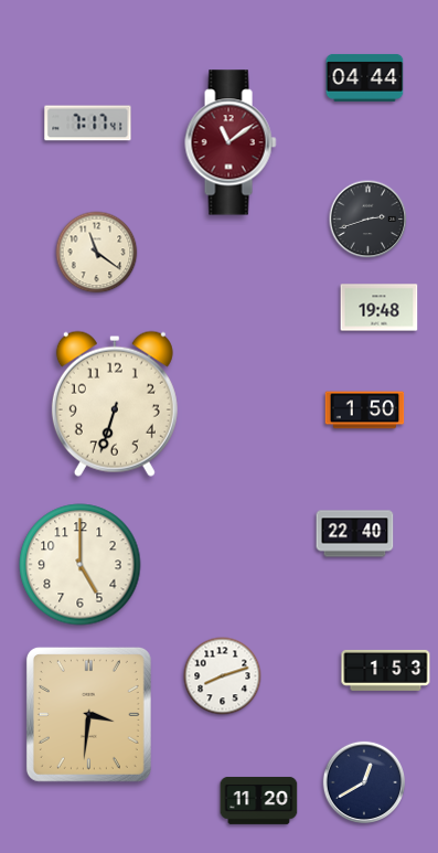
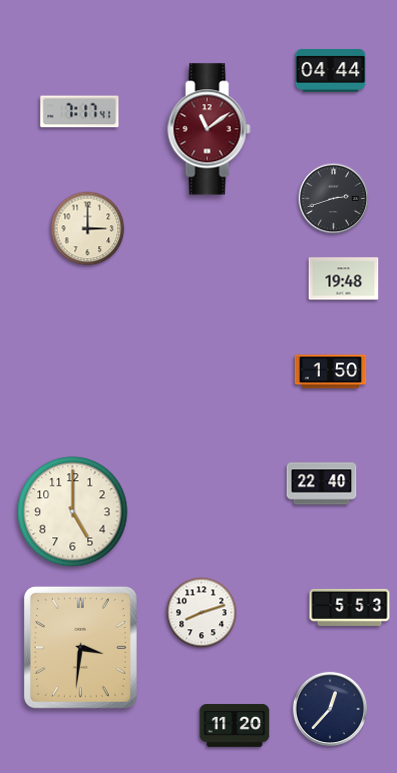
clock at (97, 253): 11:21 -> 3:00
clock at (115, 404): 6:33 -> none
clock at (386, 670): 1:53 -> 5:53
clock at (363, 781): 12:40 -> 12:37
